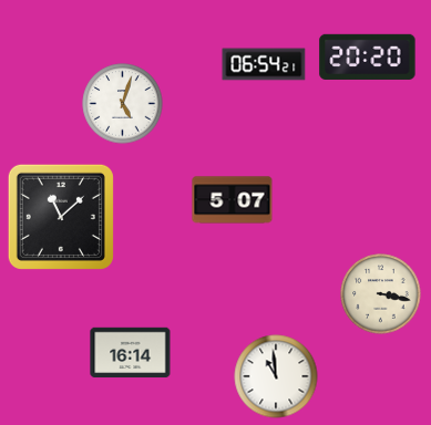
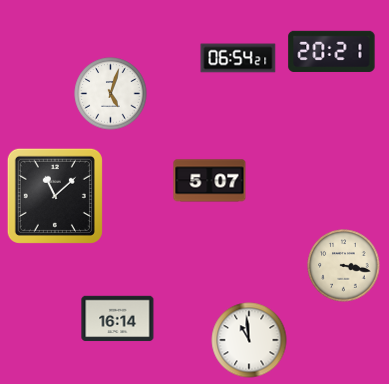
clock at (368, 56): 20:20 -> 20:21
